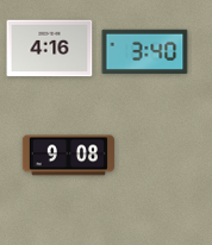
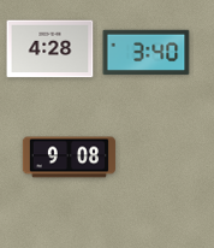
clock at (50, 49): 4:16 -> 4:28
